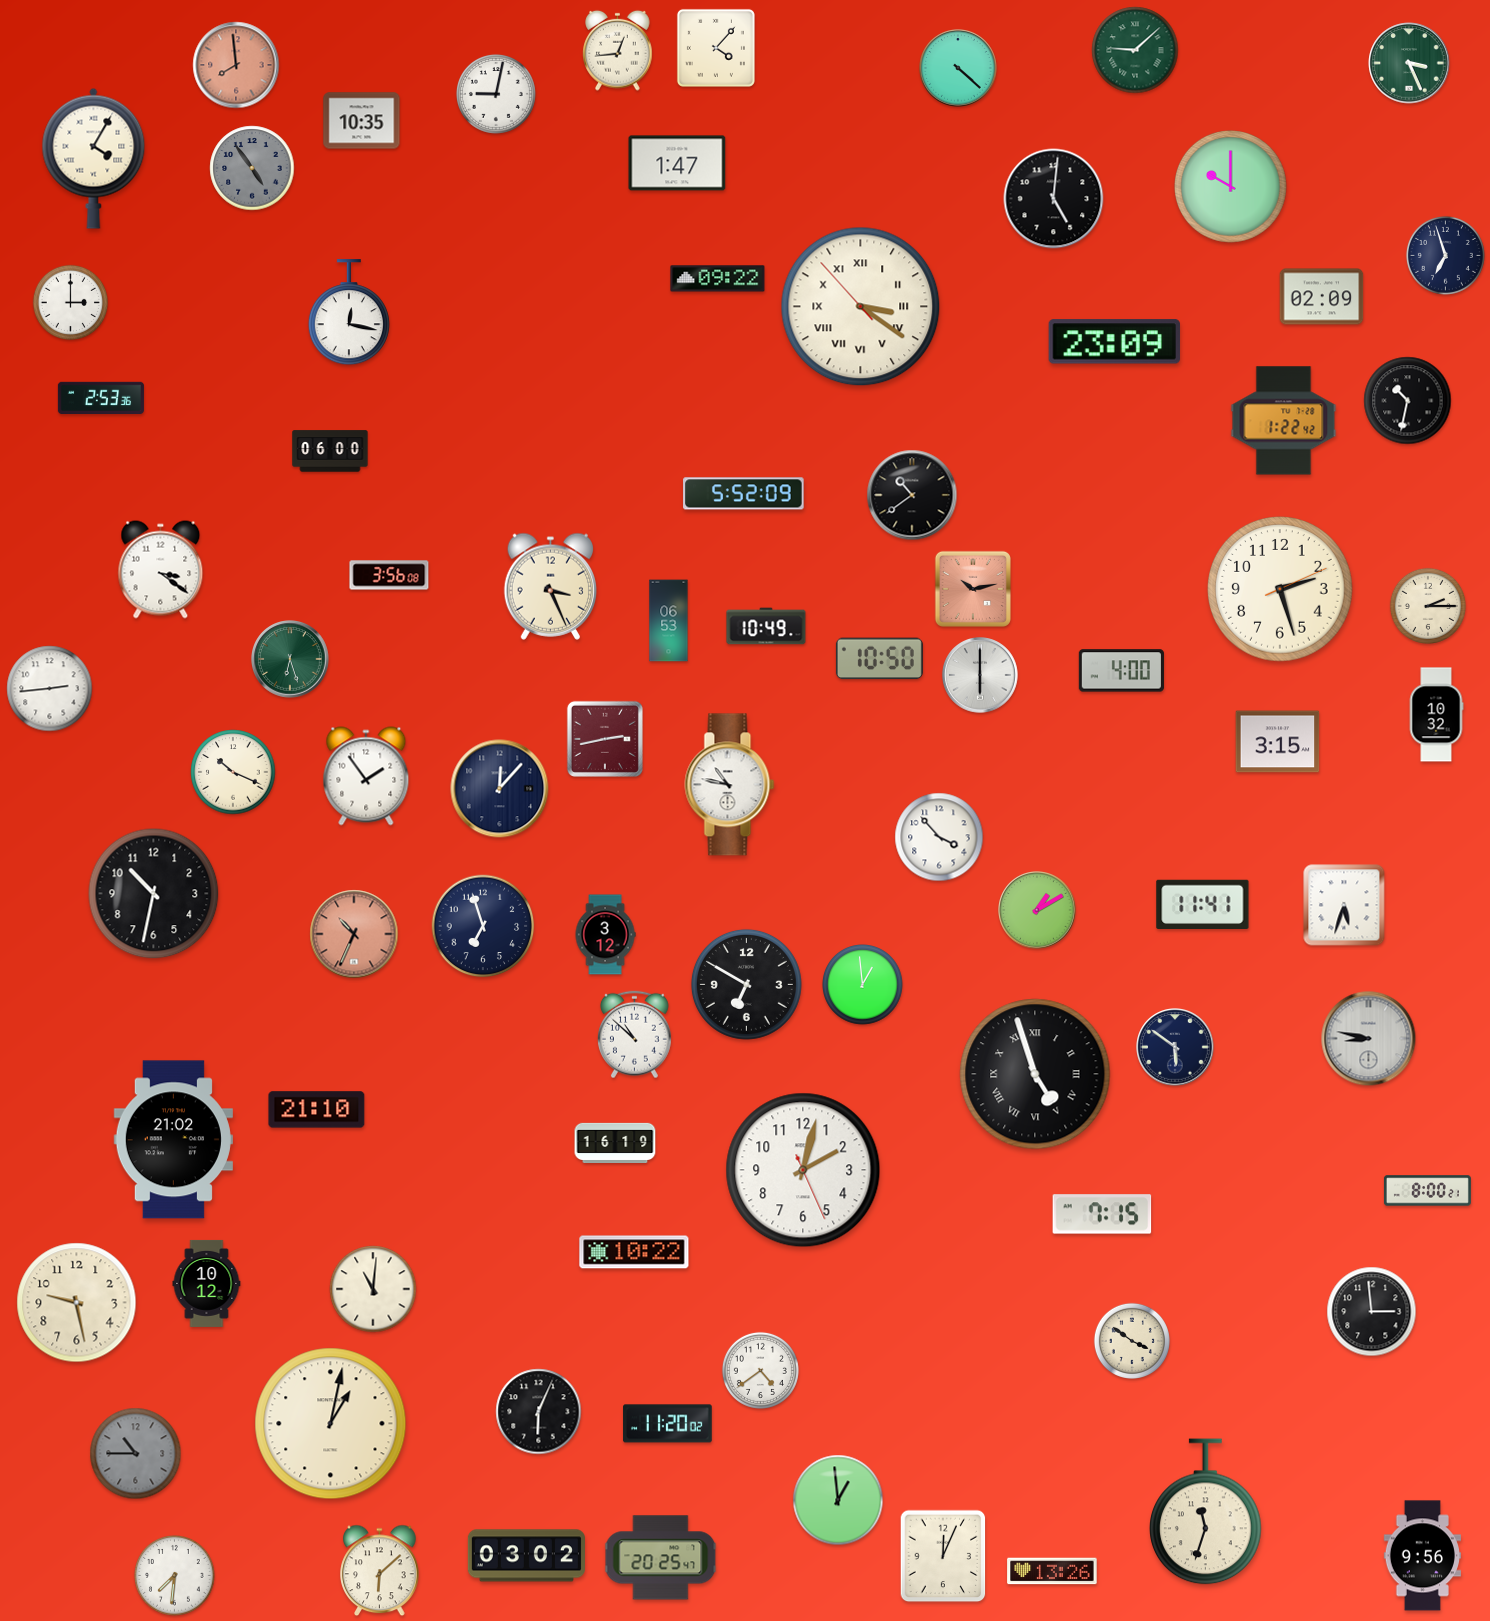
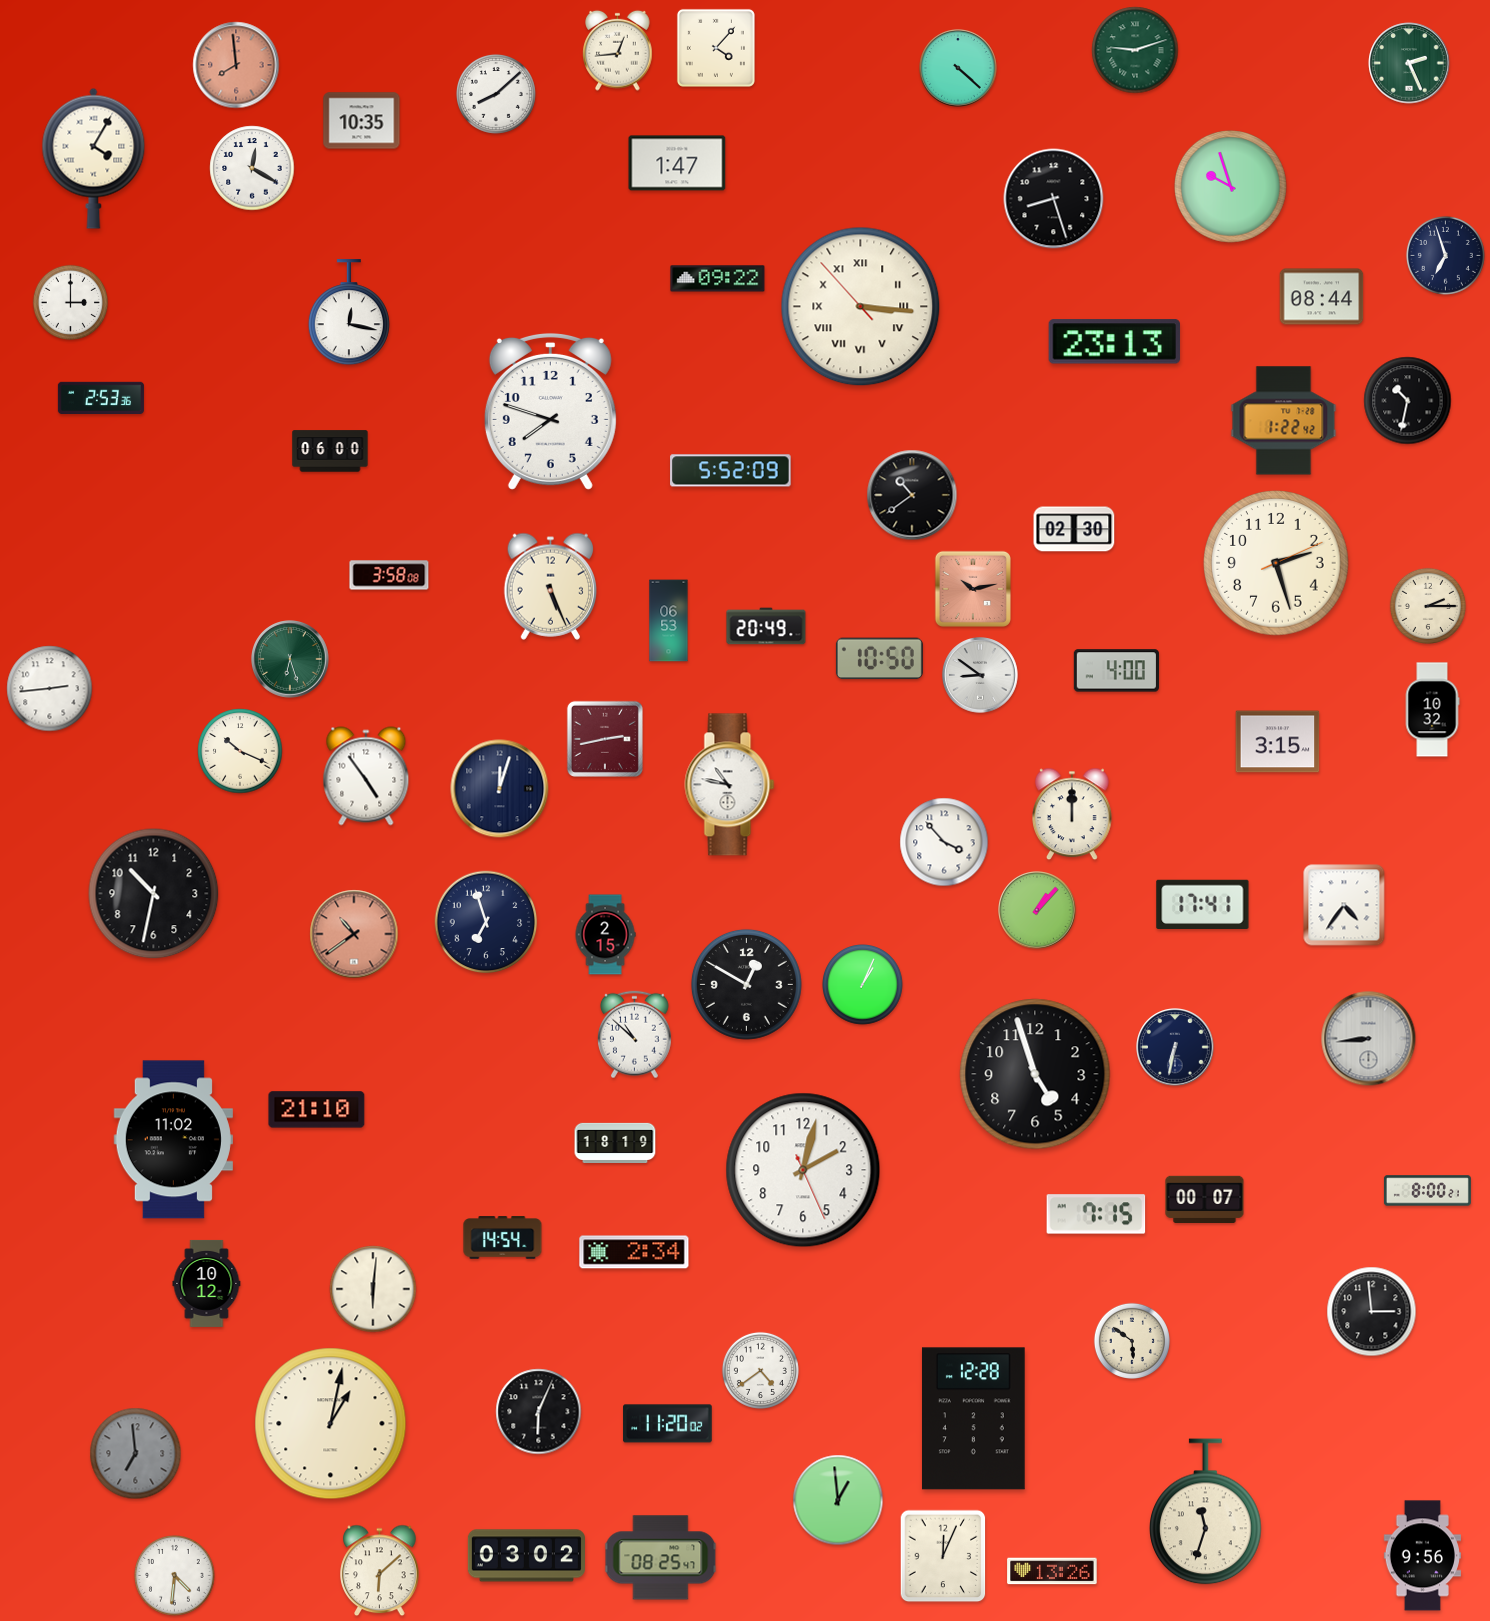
clock at (1135, 50): 9:08 -> 9:12
clock at (1409, 63): 3:26 -> 2:26
clock at (496, 94): 9:02 -> 8:08
clock at (252, 168): 4:54 -> 12:20
clock at (252, 168) dial: grey -> white
clock at (1231, 187): 10:00 -> 9:57
clock at (1054, 199): 5:01 -> 8:27
clock at (1322, 297): 02:09 -> 08:44
clock at (861, 307): 3:20 -> 3:15
clock at (1114, 342): 23:09 -> 23:13
clock at (550, 411): none -> 7:48
clock at (744, 494) position: (744, 494) -> (731, 471)
clock at (1074, 529): none -> 02:30
clock at (161, 570): 3:21 -> none
clock at (389, 575): 3:56 -> 3:58
clock at (550, 586): 3:26 -> 5:26
clock at (1280, 589) position: (1280, 589) -> (1276, 563)
clock at (766, 626): 10:49 -> 20:49
clock at (1121, 671) position: (1121, 671) -> (1116, 671)
clock at (981, 676): 6:00 -> 8:51
clock at (1436, 715) position: (1436, 715) -> (1432, 710)
clock at (233, 772) position: (233, 772) -> (240, 751)
clock at (366, 776): 1:54 -> 4:54
clock at (500, 789): 12:07 -> 12:03
clock at (1073, 814): none -> 12:00
clock at (939, 837) position: (939, 837) -> (944, 842)
clock at (1203, 904): 11:41 -> 17:41
clock at (1344, 905): 5:33 -> 4:36
clock at (1037, 910): 1:10 -> 1:07
clock at (483, 926) position: (483, 926) -> (486, 922)
clock at (354, 934): 10:34 -> 10:39
clock at (605, 935): 3:12 -> 2:15
clock at (746, 984): 6:50 -> 12:50
clock at (863, 985): 12:59 -> 1:04
clock at (1369, 1039): 8:47 -> 8:44
clock at (1175, 1047): 5:51 -> 6:32
clock at (1035, 1074) numerals: Roman -> Arabic
clock at (173, 1140): 21:02 -> 11:02
clock at (615, 1142): 16:19 -> 18:19
clock at (1205, 1199): none -> 00:07
clock at (1102, 1214) position: (1102, 1214) -> (1096, 1214)
clock at (503, 1238): none -> 14:54
clock at (634, 1252): 10:22 -> 2:34
clock at (373, 1289): 11:01 -> 6:01
clock at (77, 1303): 9:28 -> none
clock at (1132, 1341): 3:51 -> 5:51
clock at (973, 1419): none -> 12:28
clock at (136, 1454): 10:45 -> 6:59
clock at (661, 1558): 20:25 -> 08:25
clock at (175, 1576): 7:31 -> 4:31
